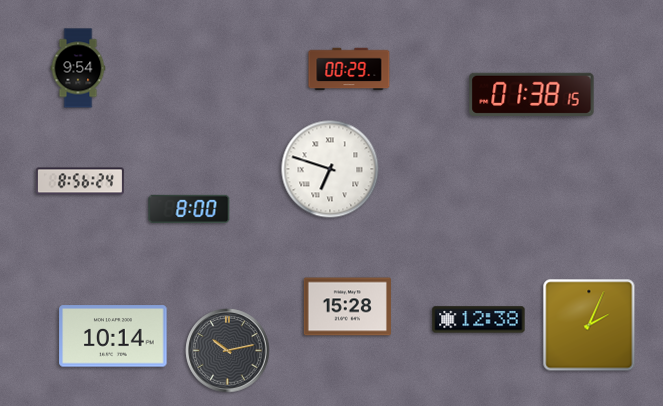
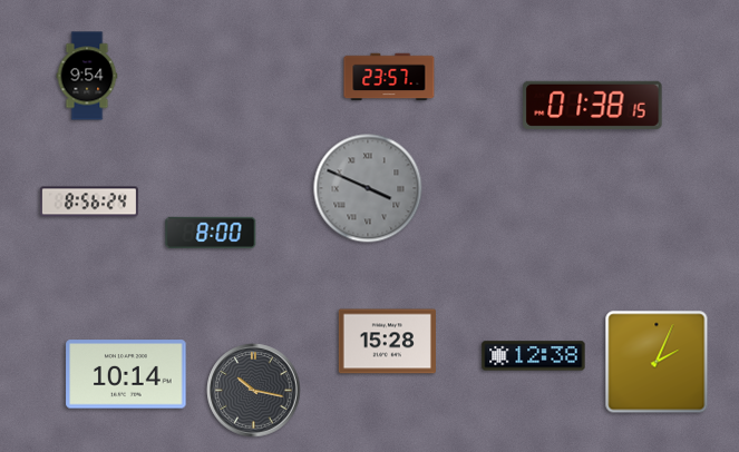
clock at (349, 69): 00:29 -> 23:57
clock at (330, 169): 6:48 -> 3:49
clock at (330, 169) dial: white -> grey
clock at (228, 351): 10:13 -> 10:17
